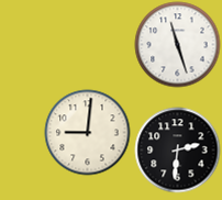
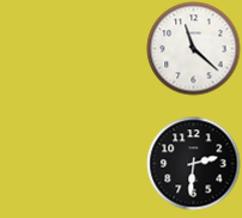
clock at (177, 44): 11:27 -> 11:22
clock at (87, 132): 9:01 -> none
